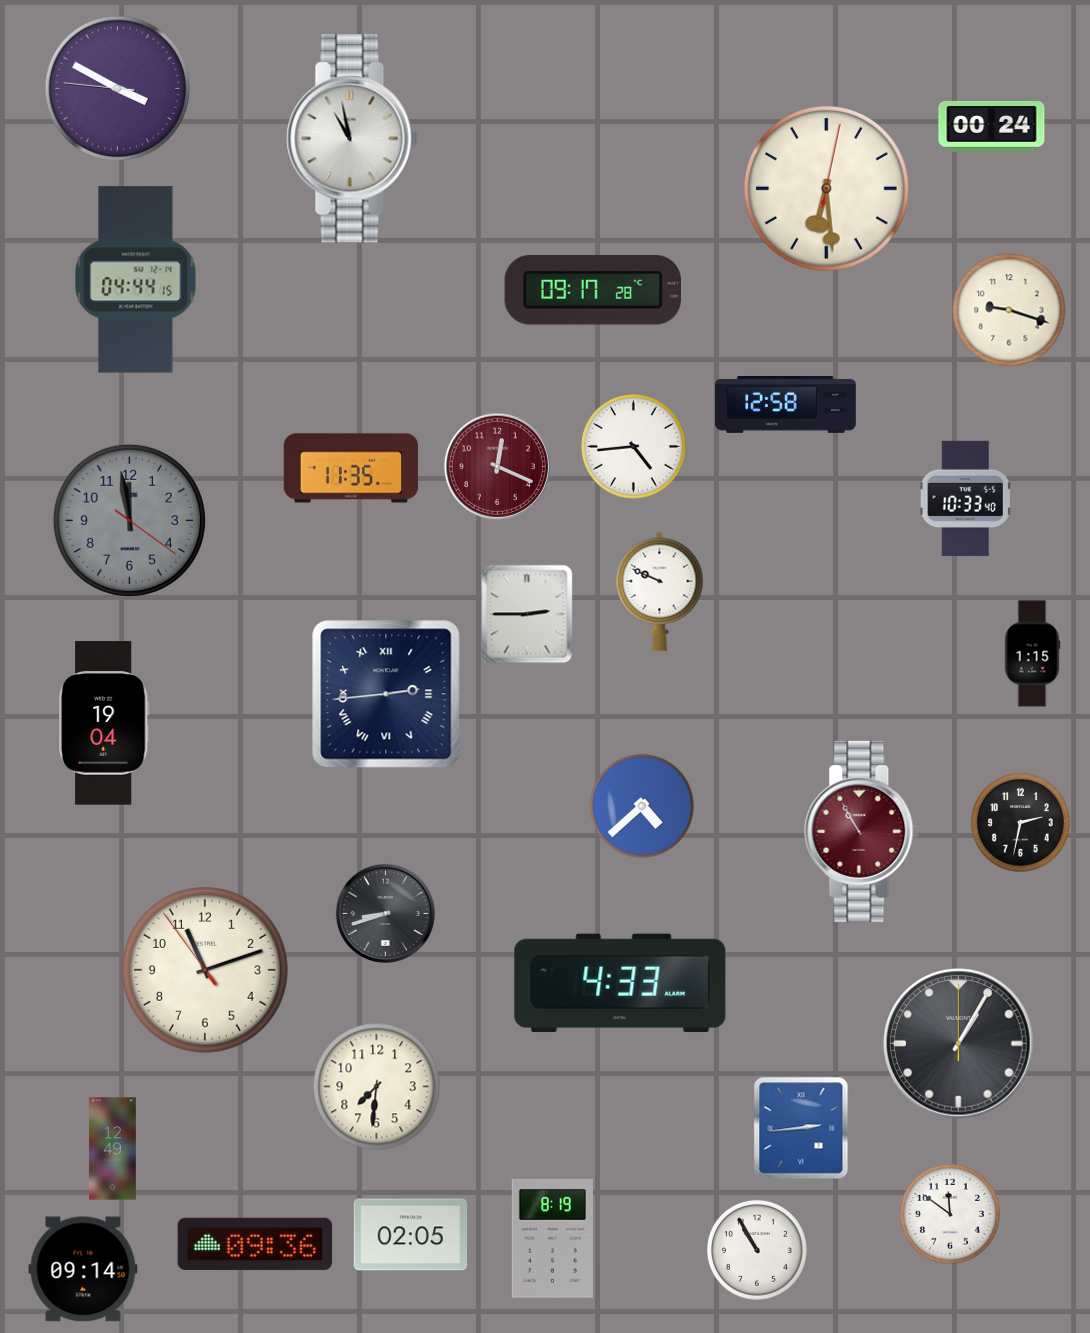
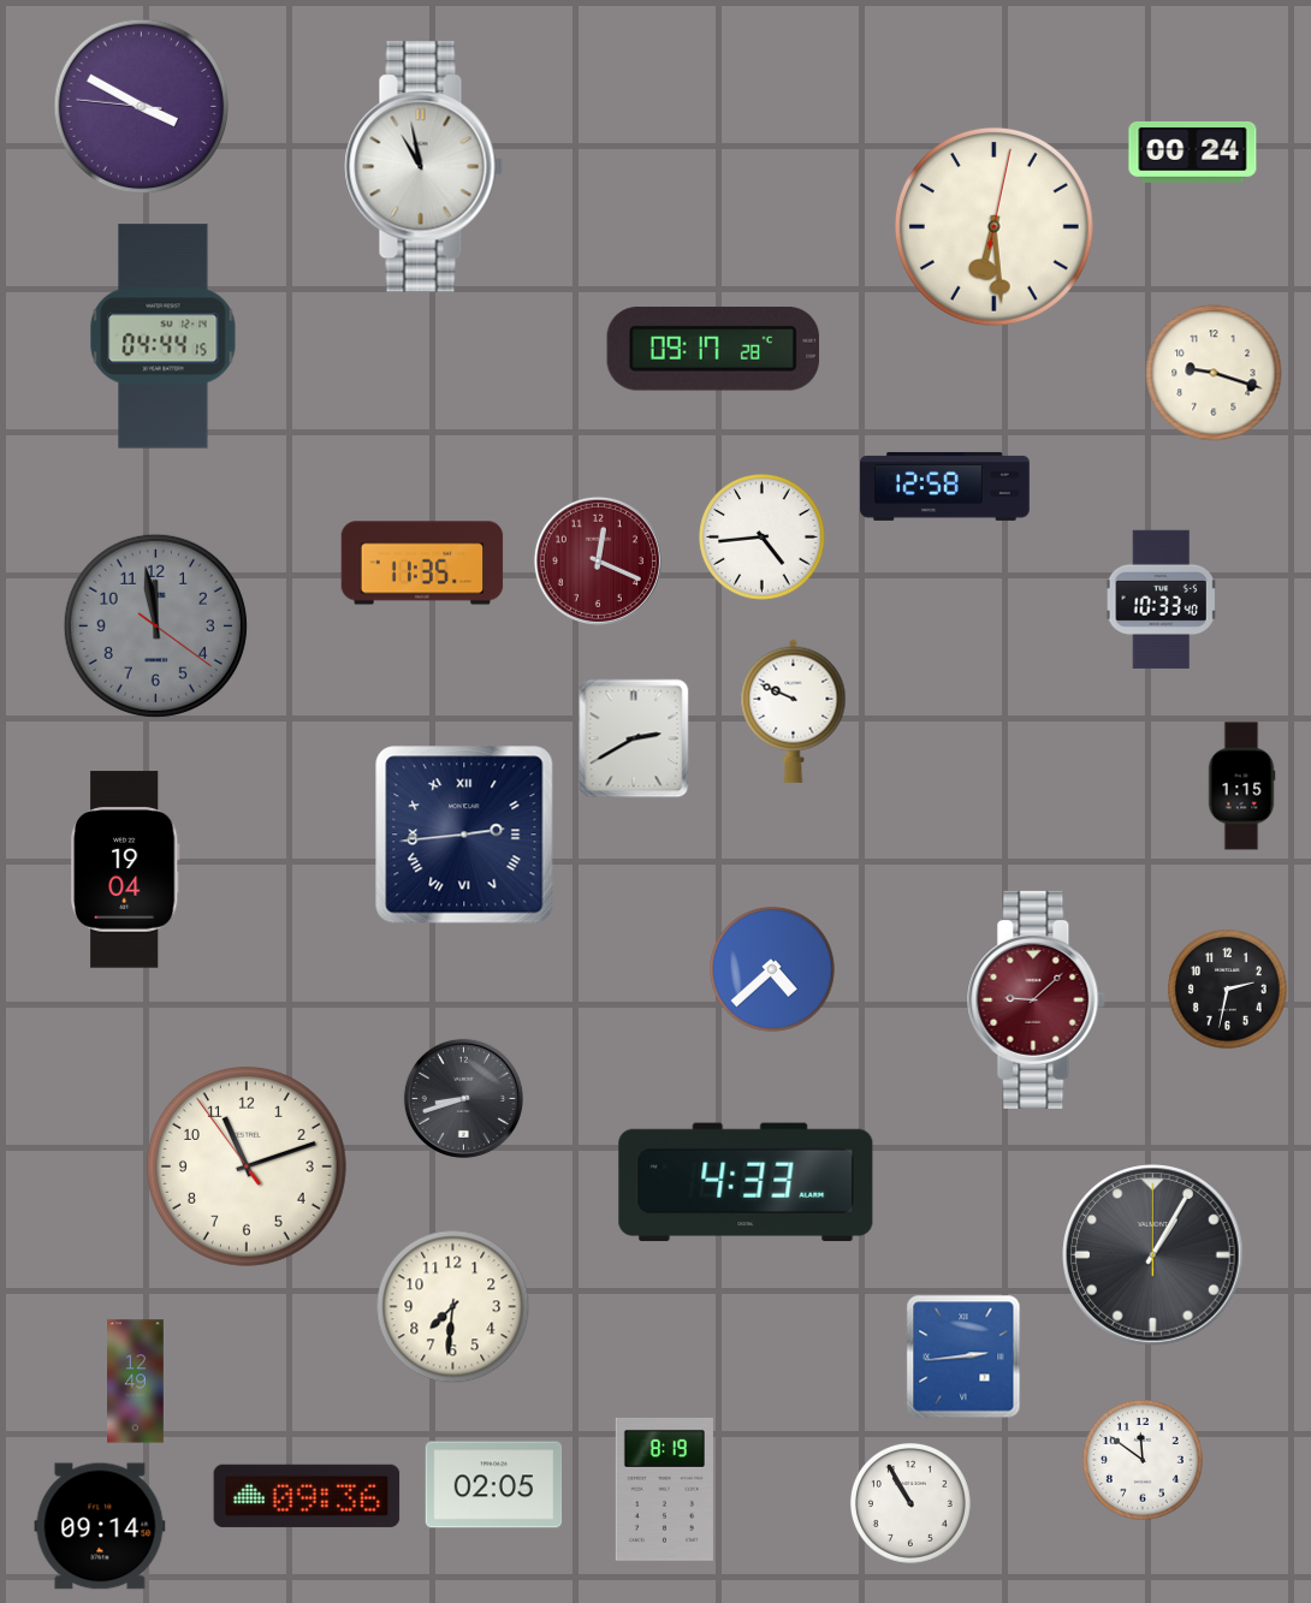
clock at (527, 614): 2:45 -> 2:40
clock at (862, 831): 10:55 -> 9:08
